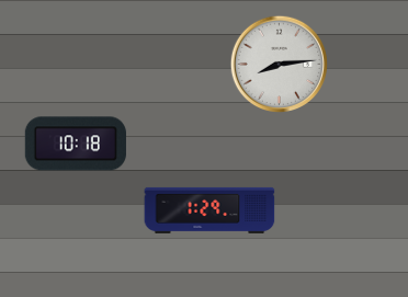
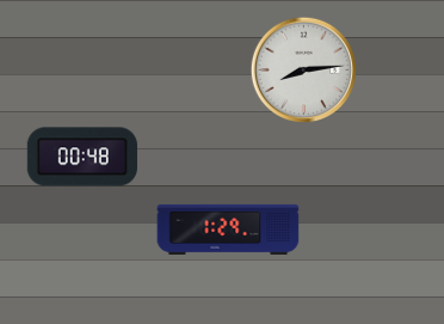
clock at (76, 144): 10:18 -> 00:48
